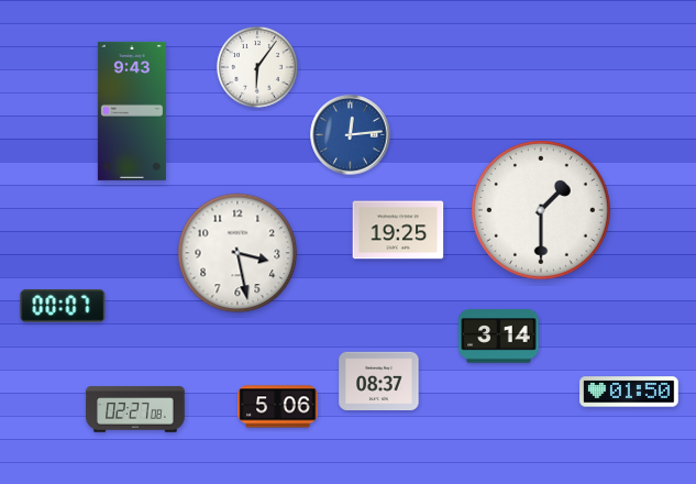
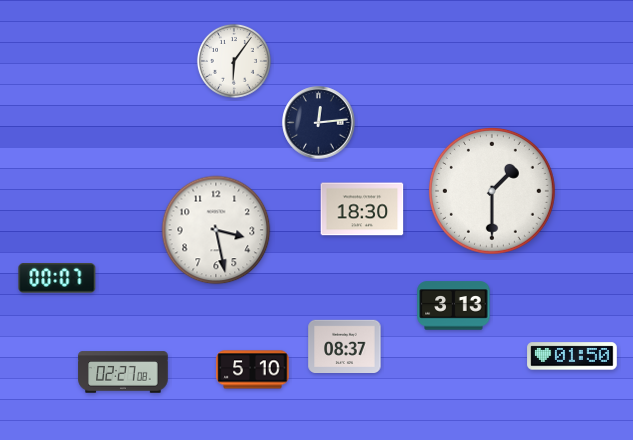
clock at (132, 111): 9:43 -> none
clock at (351, 135) dial: blue -> navy
clock at (398, 230): 19:25 -> 18:30
clock at (499, 337): 3:14 -> 3:13
clock at (278, 407): 5:06 -> 5:10
